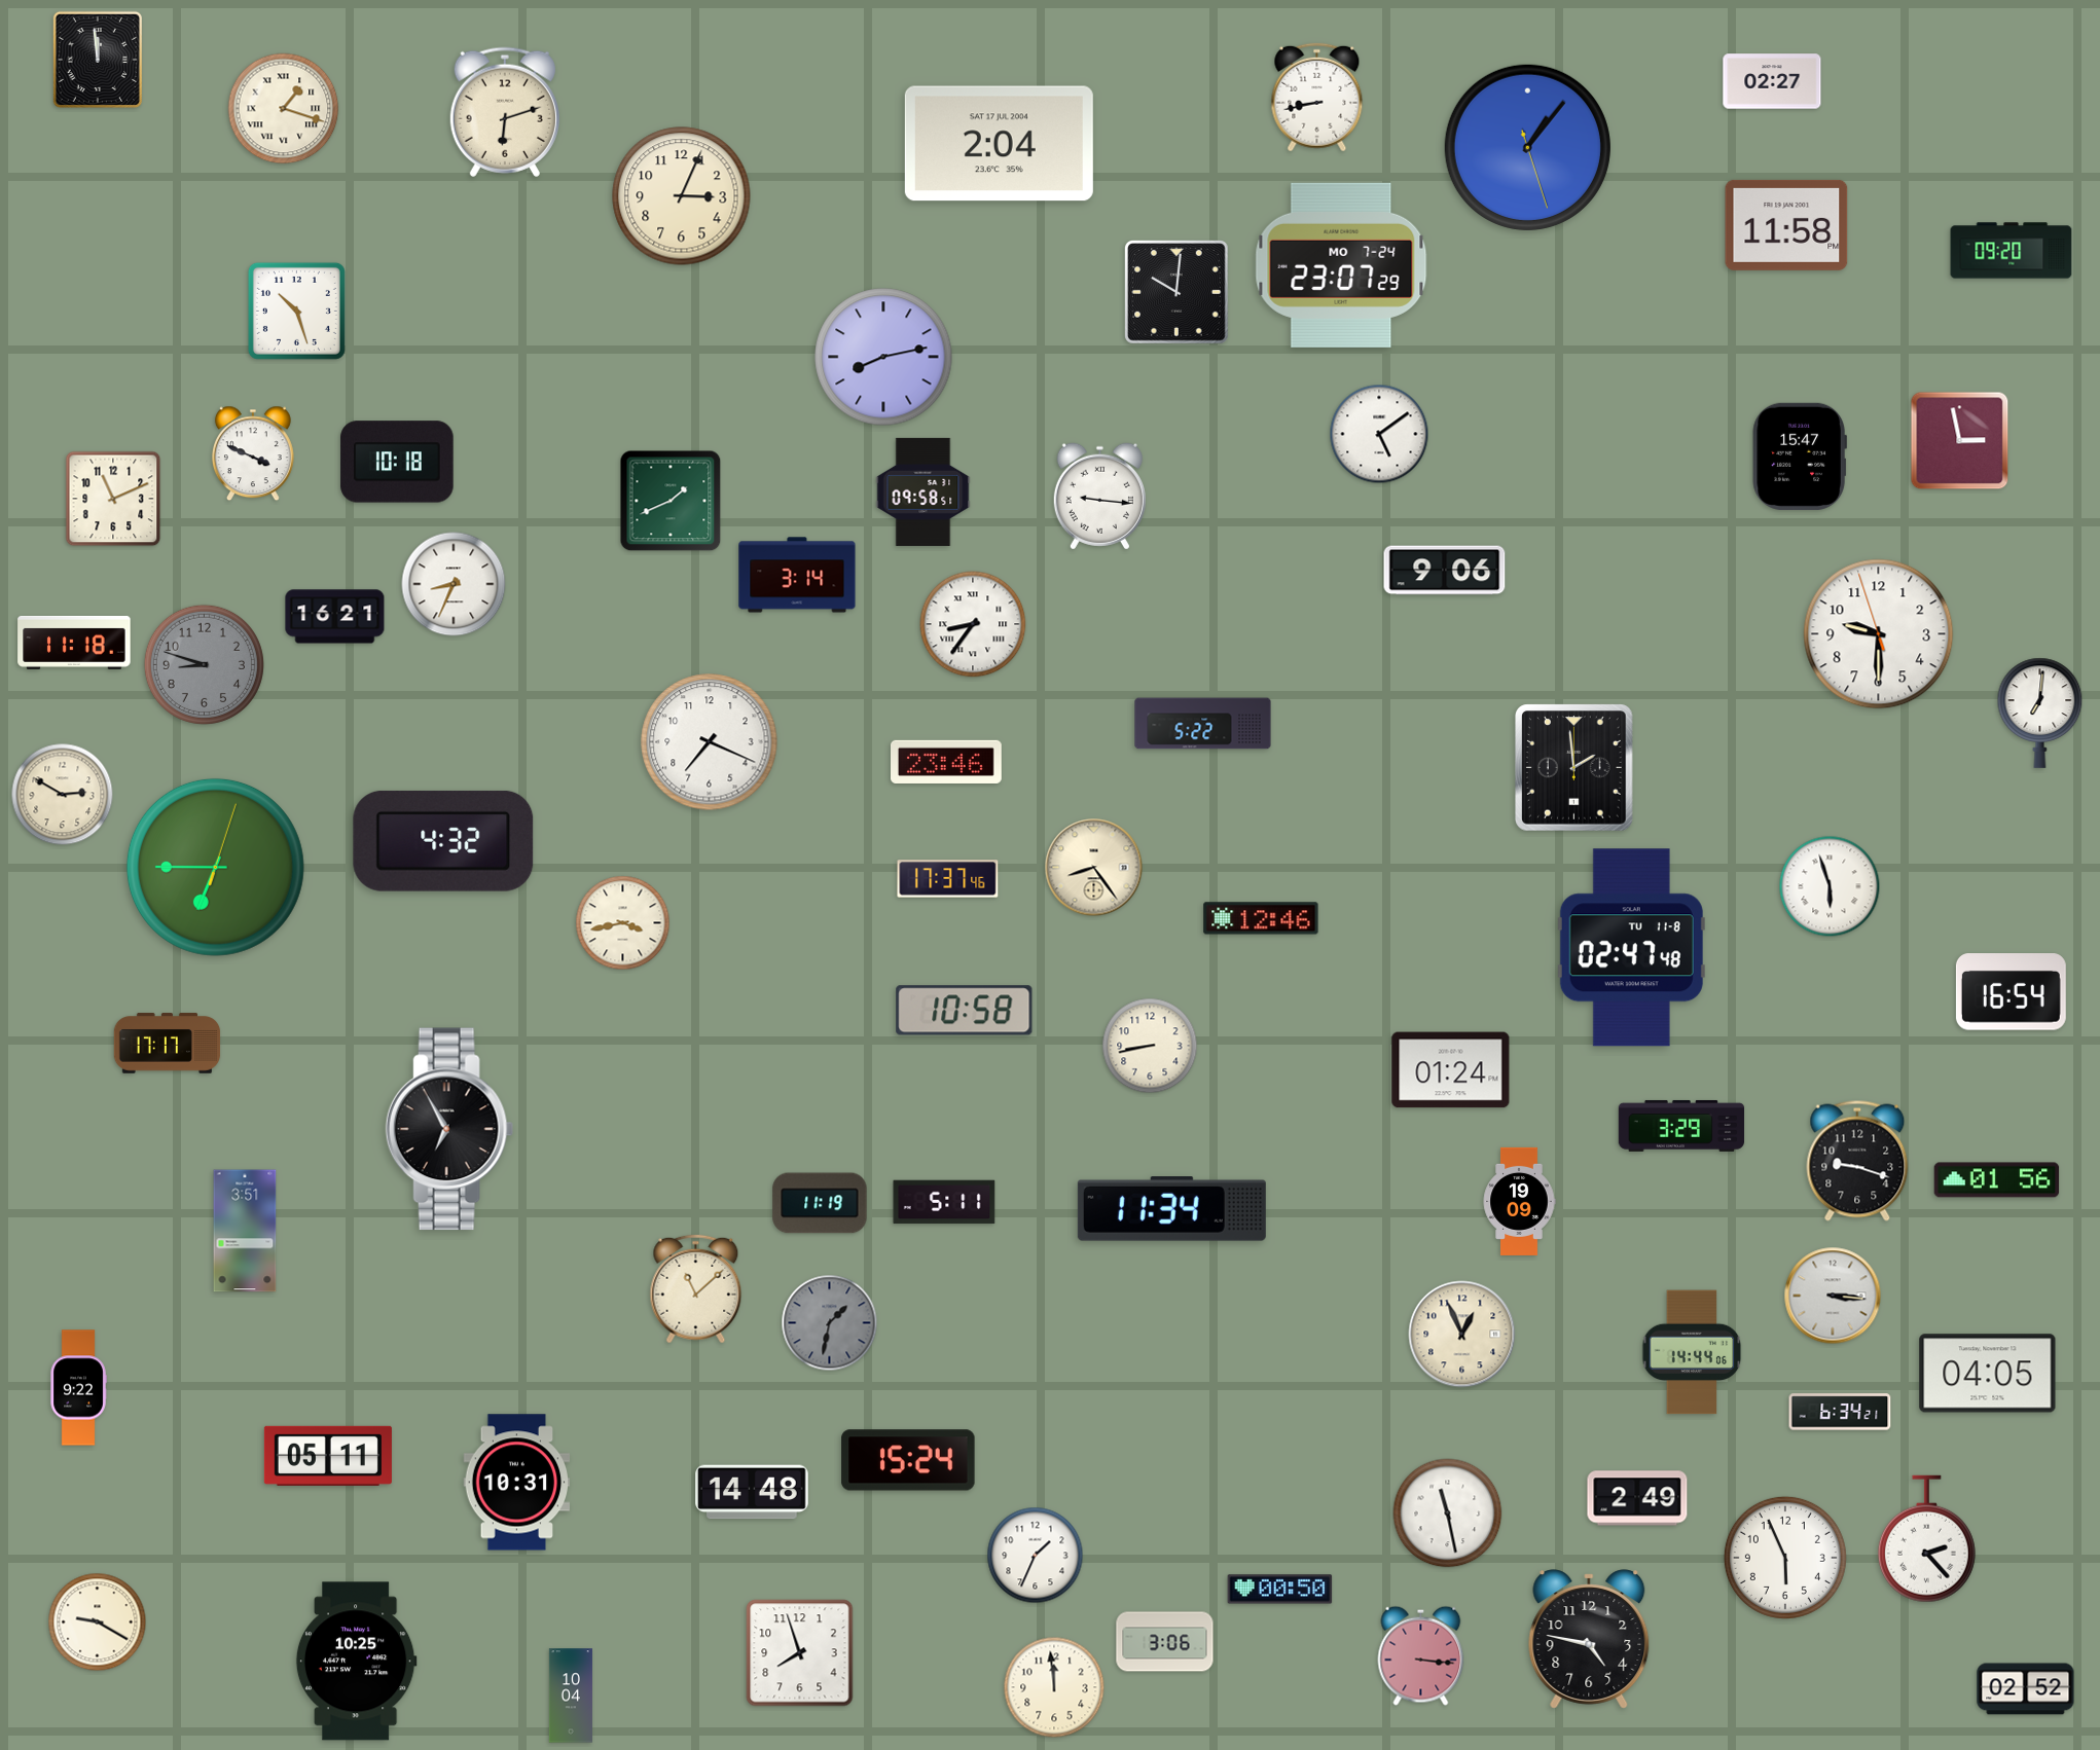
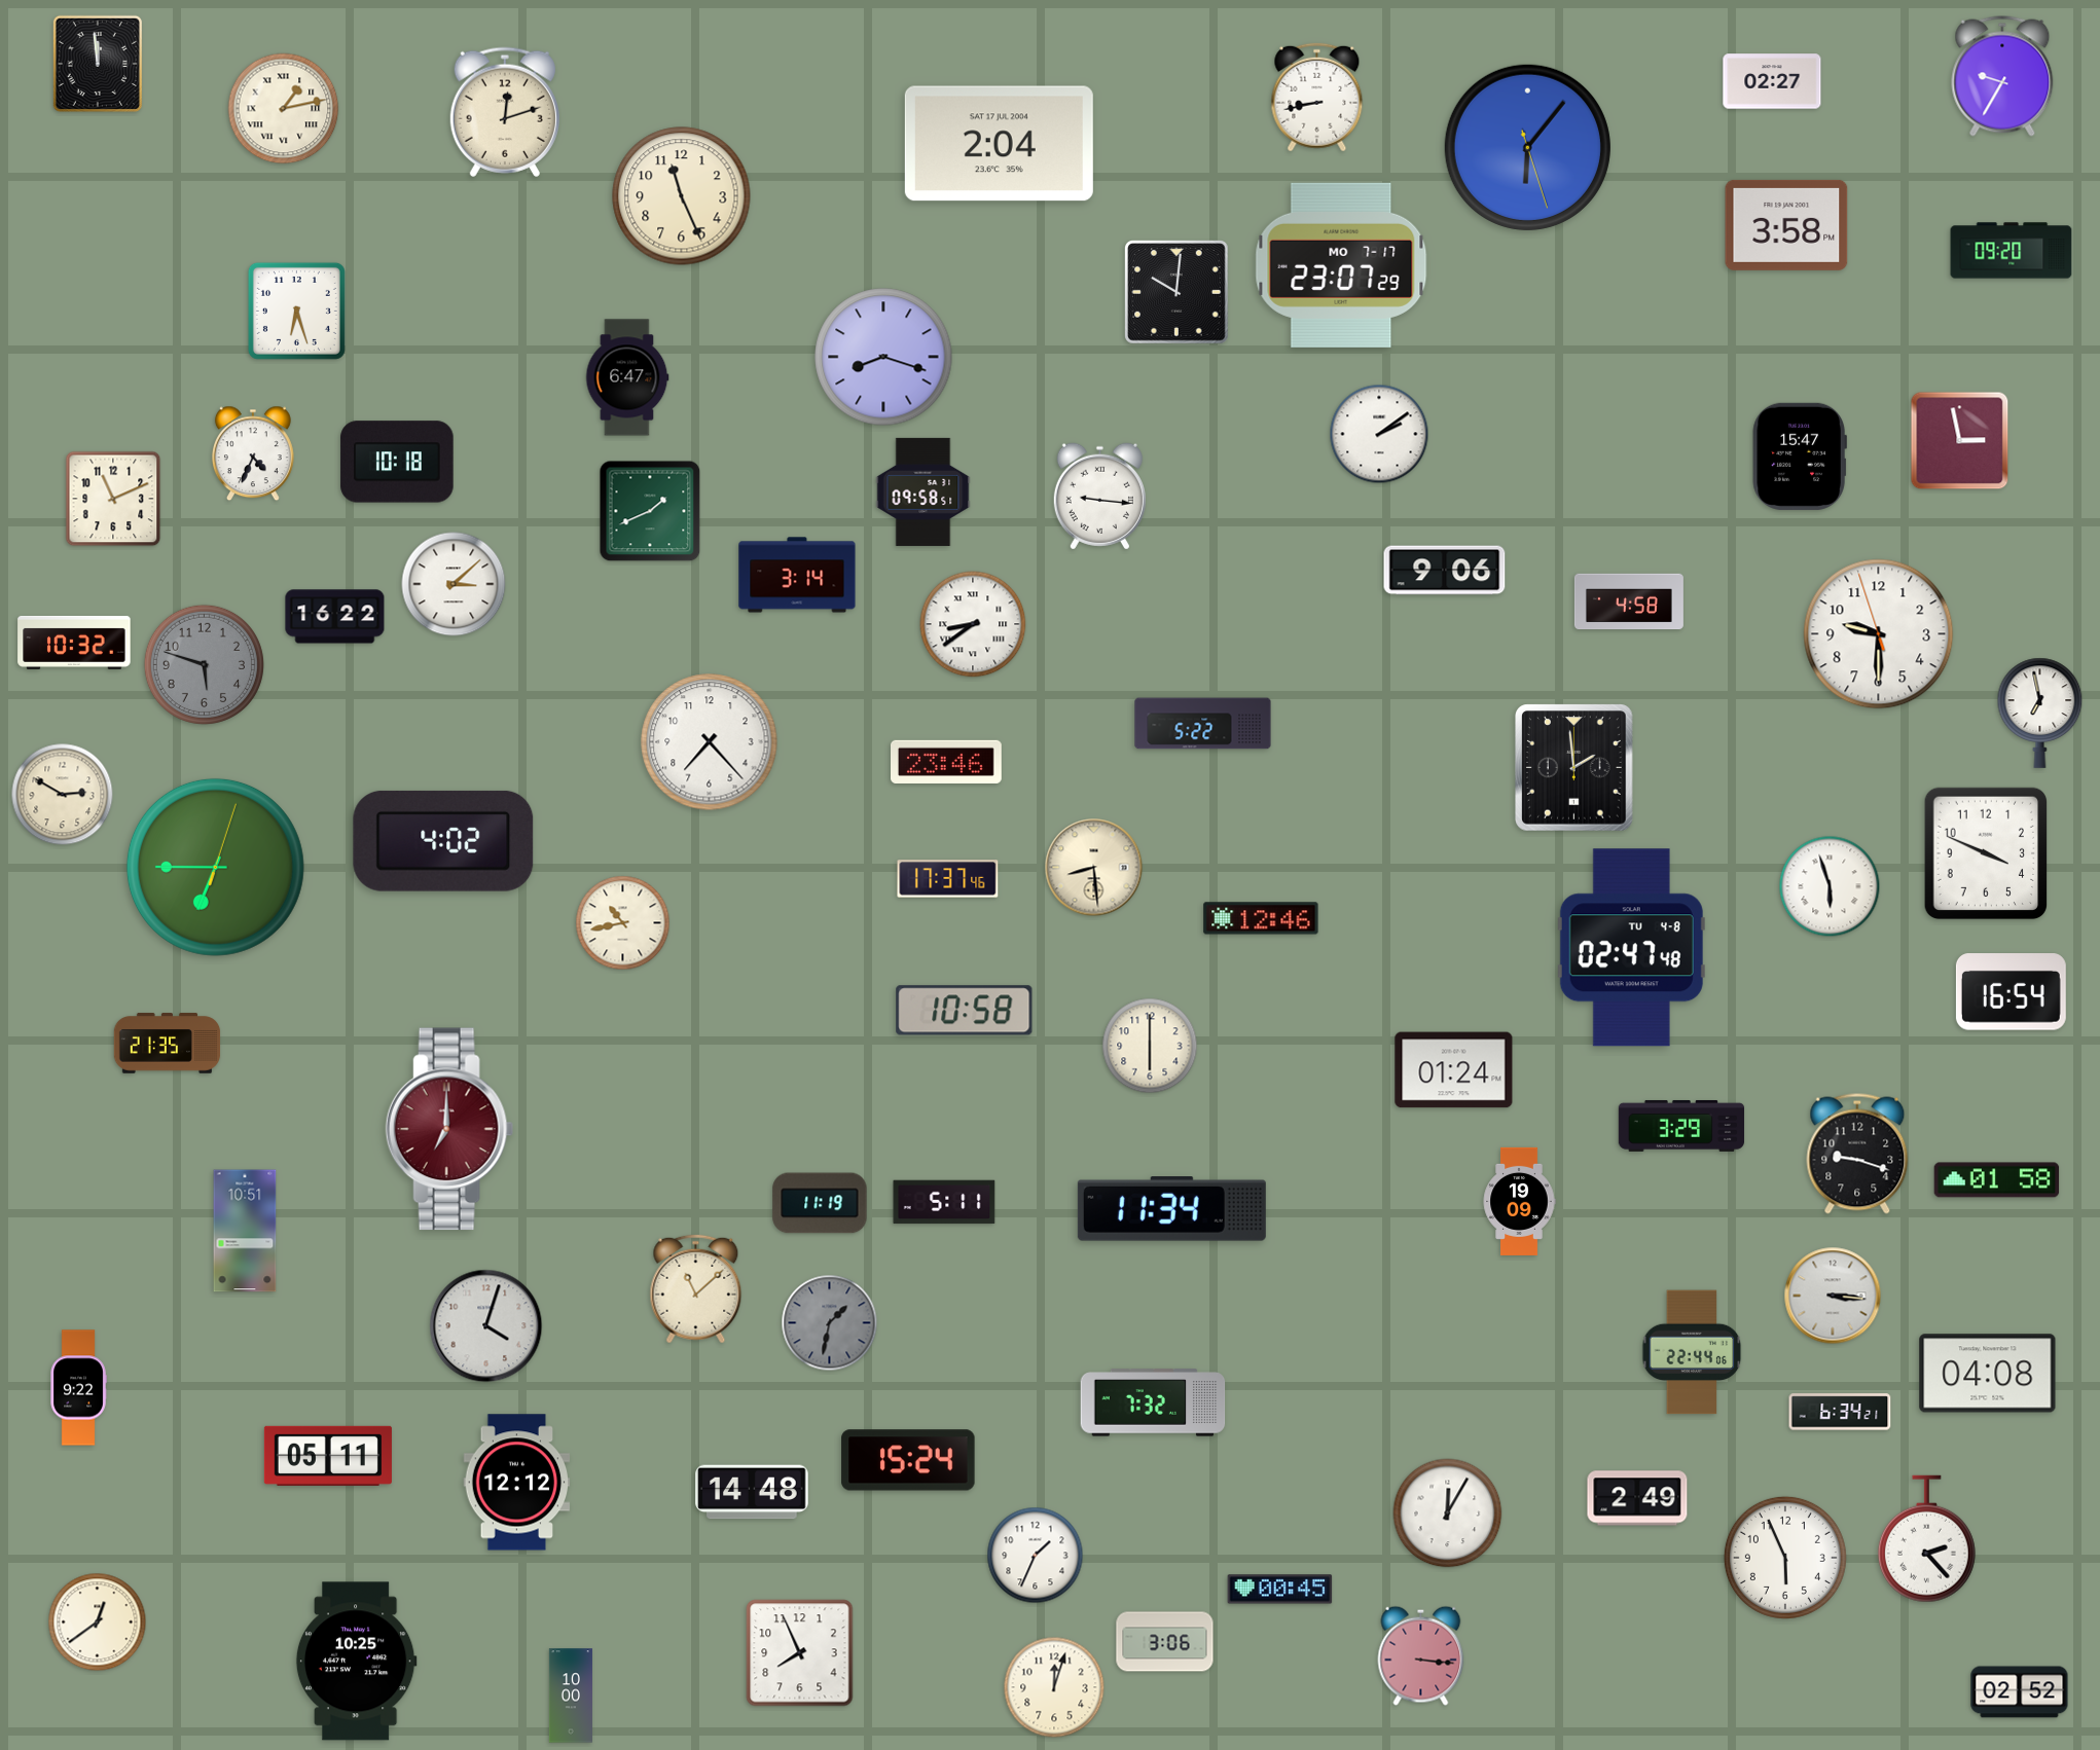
clock at (98, 60) position: (98, 60) -> (98, 64)
clock at (2002, 76): none -> 9:35
clock at (284, 109): 1:18 -> 1:13
clock at (505, 112): 6:12 -> 12:12
clock at (1527, 147): 1:06 -> 6:06
clock at (682, 196): 3:04 -> 11:26
clock at (1786, 225): 11:58 -> 3:58
clock at (1341, 265) date: MO 7-24 -> MO 7-17
clock at (296, 311): 10:27 -> 6:27
clock at (883, 357): 8:13 -> 8:18
clock at (627, 377): none -> 6:47
clock at (1379, 434): 5:09 -> 2:09
clock at (253, 453): 3:49 -> 4:34
clock at (671, 501) position: (671, 501) -> (650, 511)
clock at (454, 584): 8:34 -> 3:08
clock at (1629, 601): none -> 4:58
clock at (335, 617): 16:21 -> 16:22
clock at (973, 624): 8:36 -> 8:39
clock at (74, 643): 11:18 -> 10:32
clock at (204, 664): 8:48 -> 5:48
clock at (2040, 713): 7:01 -> 6:58
clock at (710, 742): 7:19 -> 7:23
clock at (443, 841): 4:32 -> 4:02
clock at (1985, 853): none -> 3:49
clock at (1094, 868): 8:24 -> 8:29
clock at (623, 923): 3:43 -> 10:43
clock at (1631, 948) date: TU 11-8 -> TU 4-8
clock at (168, 1044): 17:17 -> 21:35
clock at (1150, 1046): 8:43 -> 6:00
clock at (1451, 1070) position: (1451, 1070) -> (1454, 1070)
clock at (449, 1129): 6:55 -> 7:00
clock at (449, 1129) dial: black -> burgundy
clock at (1857, 1161) position: (1857, 1161) -> (1857, 1154)
clock at (1997, 1180): 01:56 -> 01:58
clock at (245, 1231): 3:51 -> 10:51
clock at (486, 1326): none -> 4:03
clock at (1462, 1335): 12:56 -> none
clock at (1692, 1352): 14:44 -> 22:44
clock at (1988, 1374): 04:05 -> 04:08
clock at (1153, 1402): none -> 7:32
clock at (517, 1483): 10:31 -> 12:12
clock at (1448, 1514): 11:28 -> 12:05
clock at (1280, 1590): 00:50 -> 00:45
clock at (98, 1623): 9:20 -> 12:39
clock at (1589, 1639): 4:47 -> none
clock at (800, 1653): 7:57 -> 7:56
clock at (1054, 1687): 11:59 -> 12:03
clock at (2026, 1689) position: (2026, 1689) -> (2020, 1692)
clock at (571, 1696): 10:04 -> 10:00
